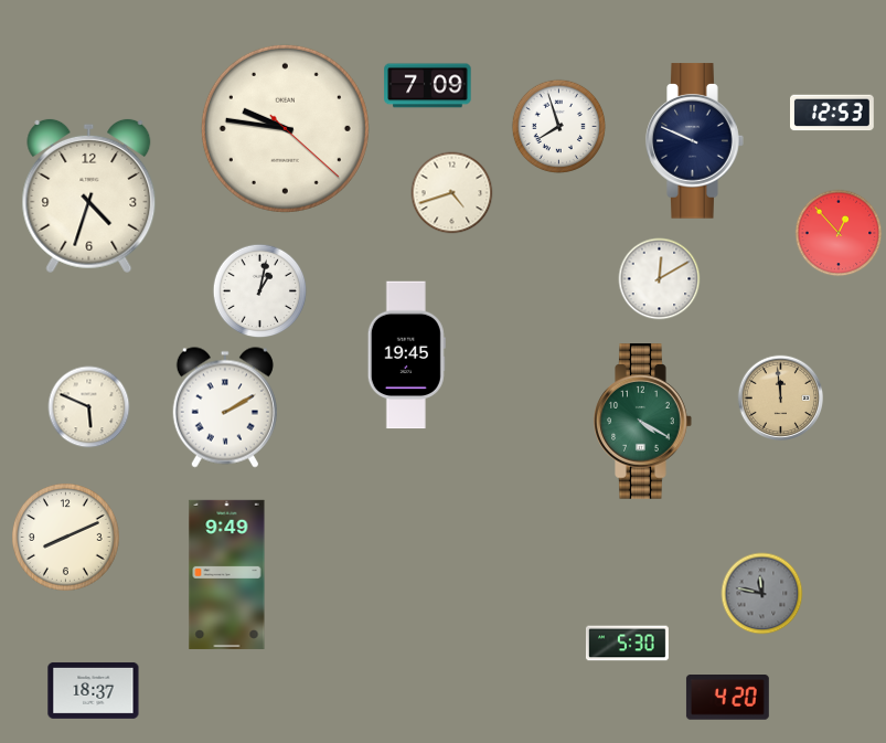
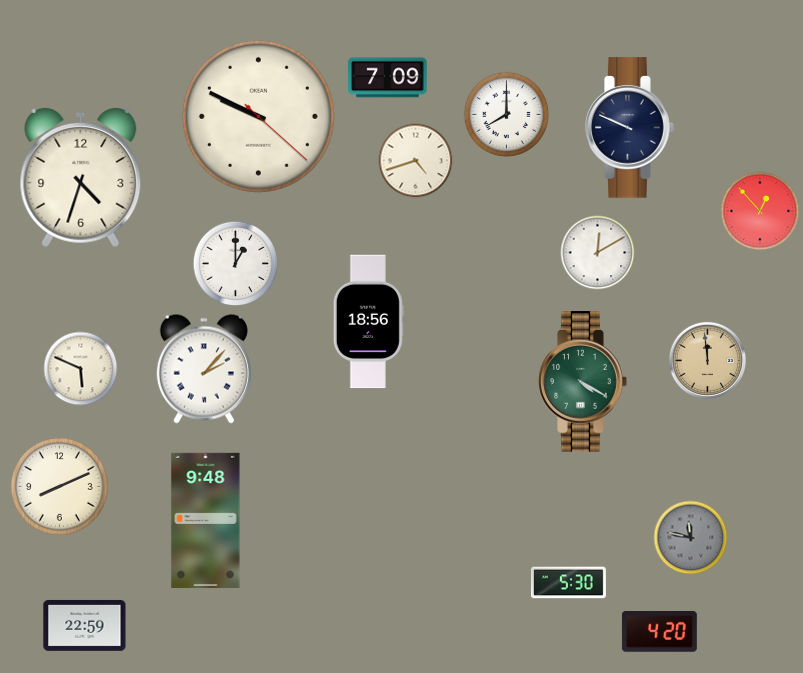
clock at (833, 113): 12:53 -> none
clock at (559, 127): 7:57 -> 8:00
clock at (285, 128): 9:46 -> 9:49
clock at (452, 193) position: (452, 193) -> (416, 161)
clock at (260, 291): 1:02 -> 1:00
clock at (406, 355): 19:45 -> 18:56
clock at (225, 407): 2:10 -> 2:07
clock at (227, 574): 9:49 -> 9:48
clock at (94, 690): 18:37 -> 22:59
